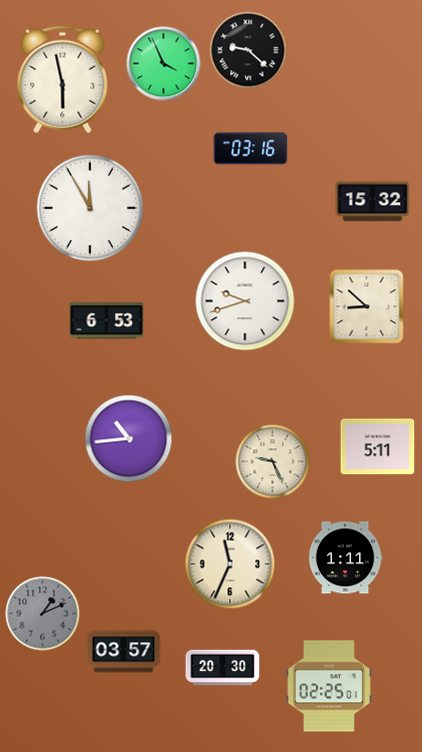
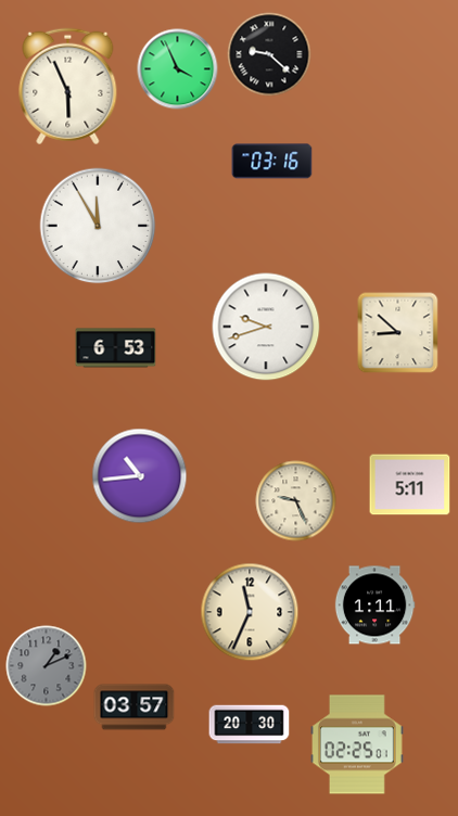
clock at (63, 80): 5:58 -> 5:56
clock at (373, 202): 15:32 -> none
clock at (223, 668) position: (223, 668) -> (250, 725)
